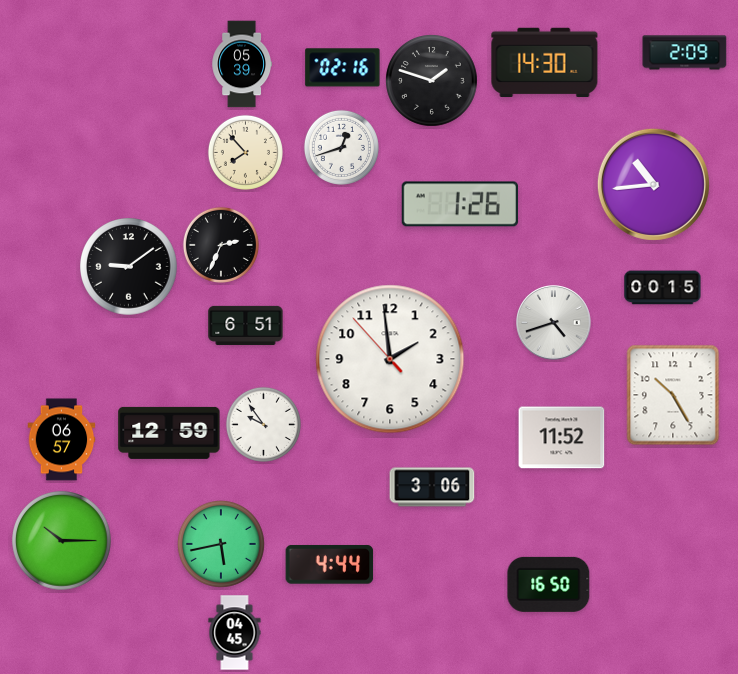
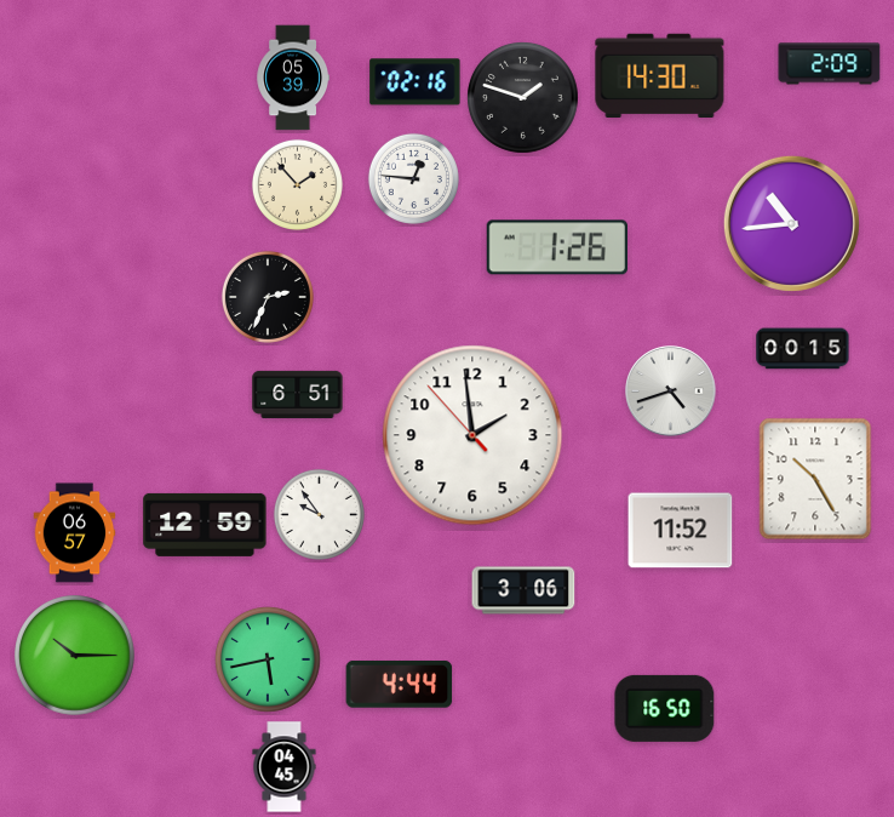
clock at (341, 147): 12:42 -> 12:46
clock at (245, 152): 7:53 -> 1:53
clock at (129, 267): 9:09 -> none
